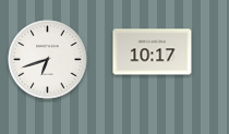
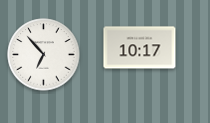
clock at (48, 60): 6:42 -> 6:53
